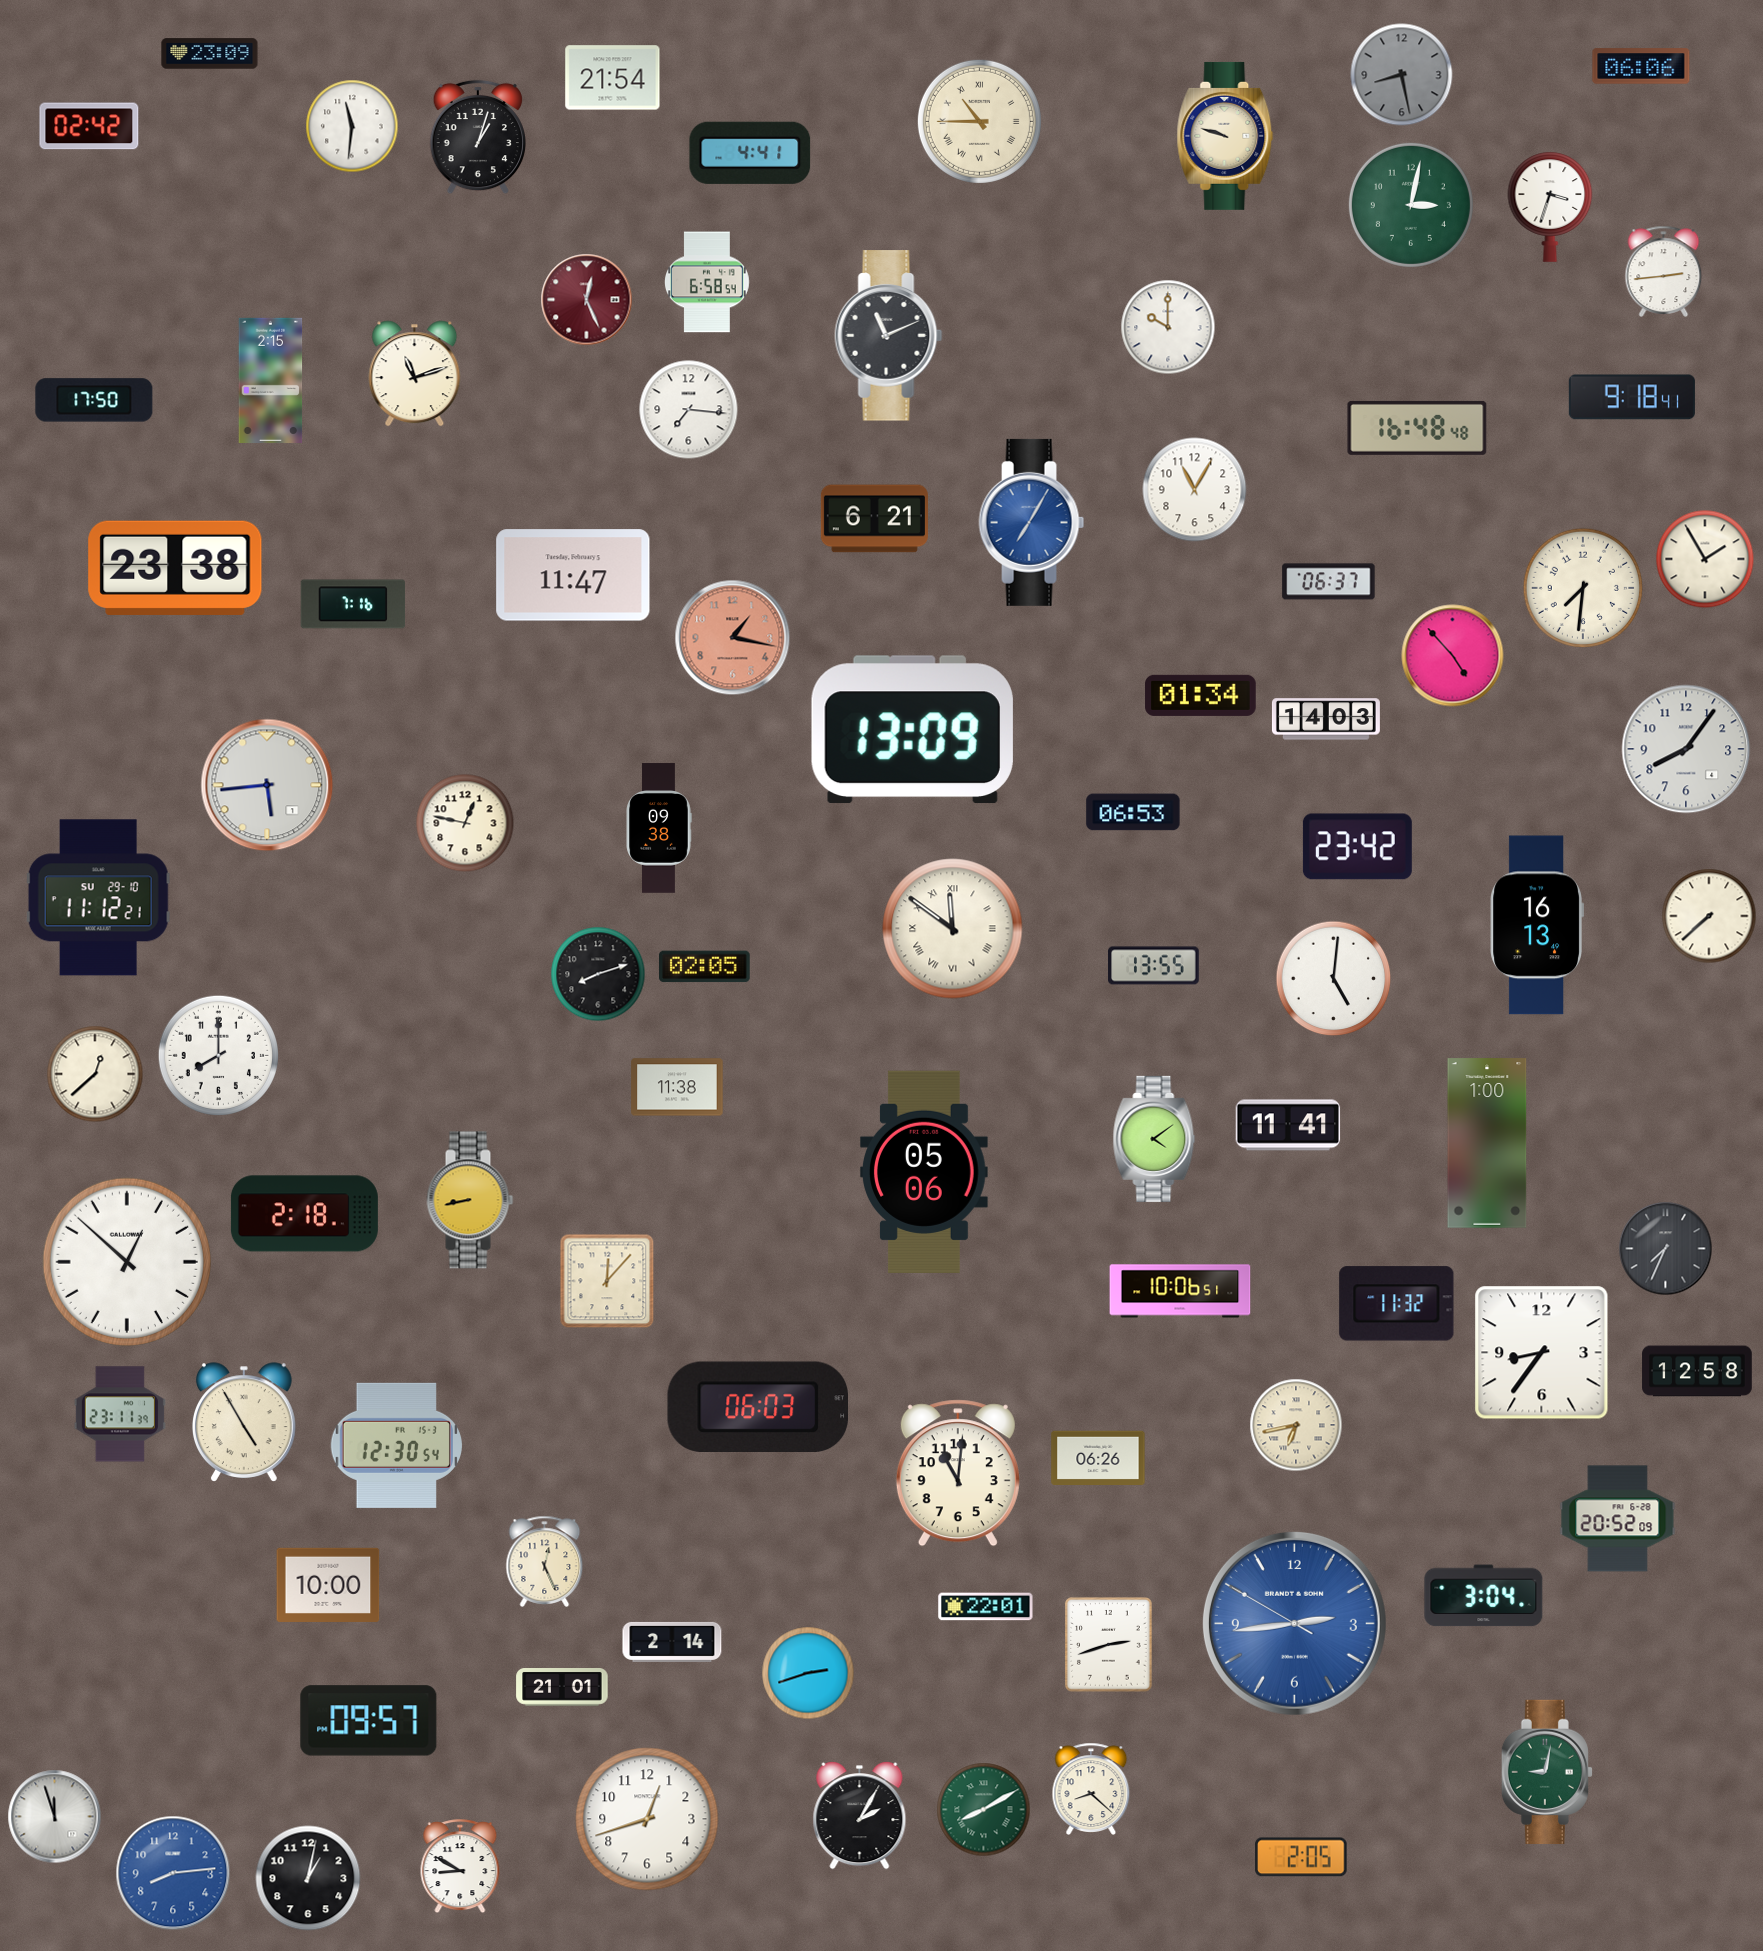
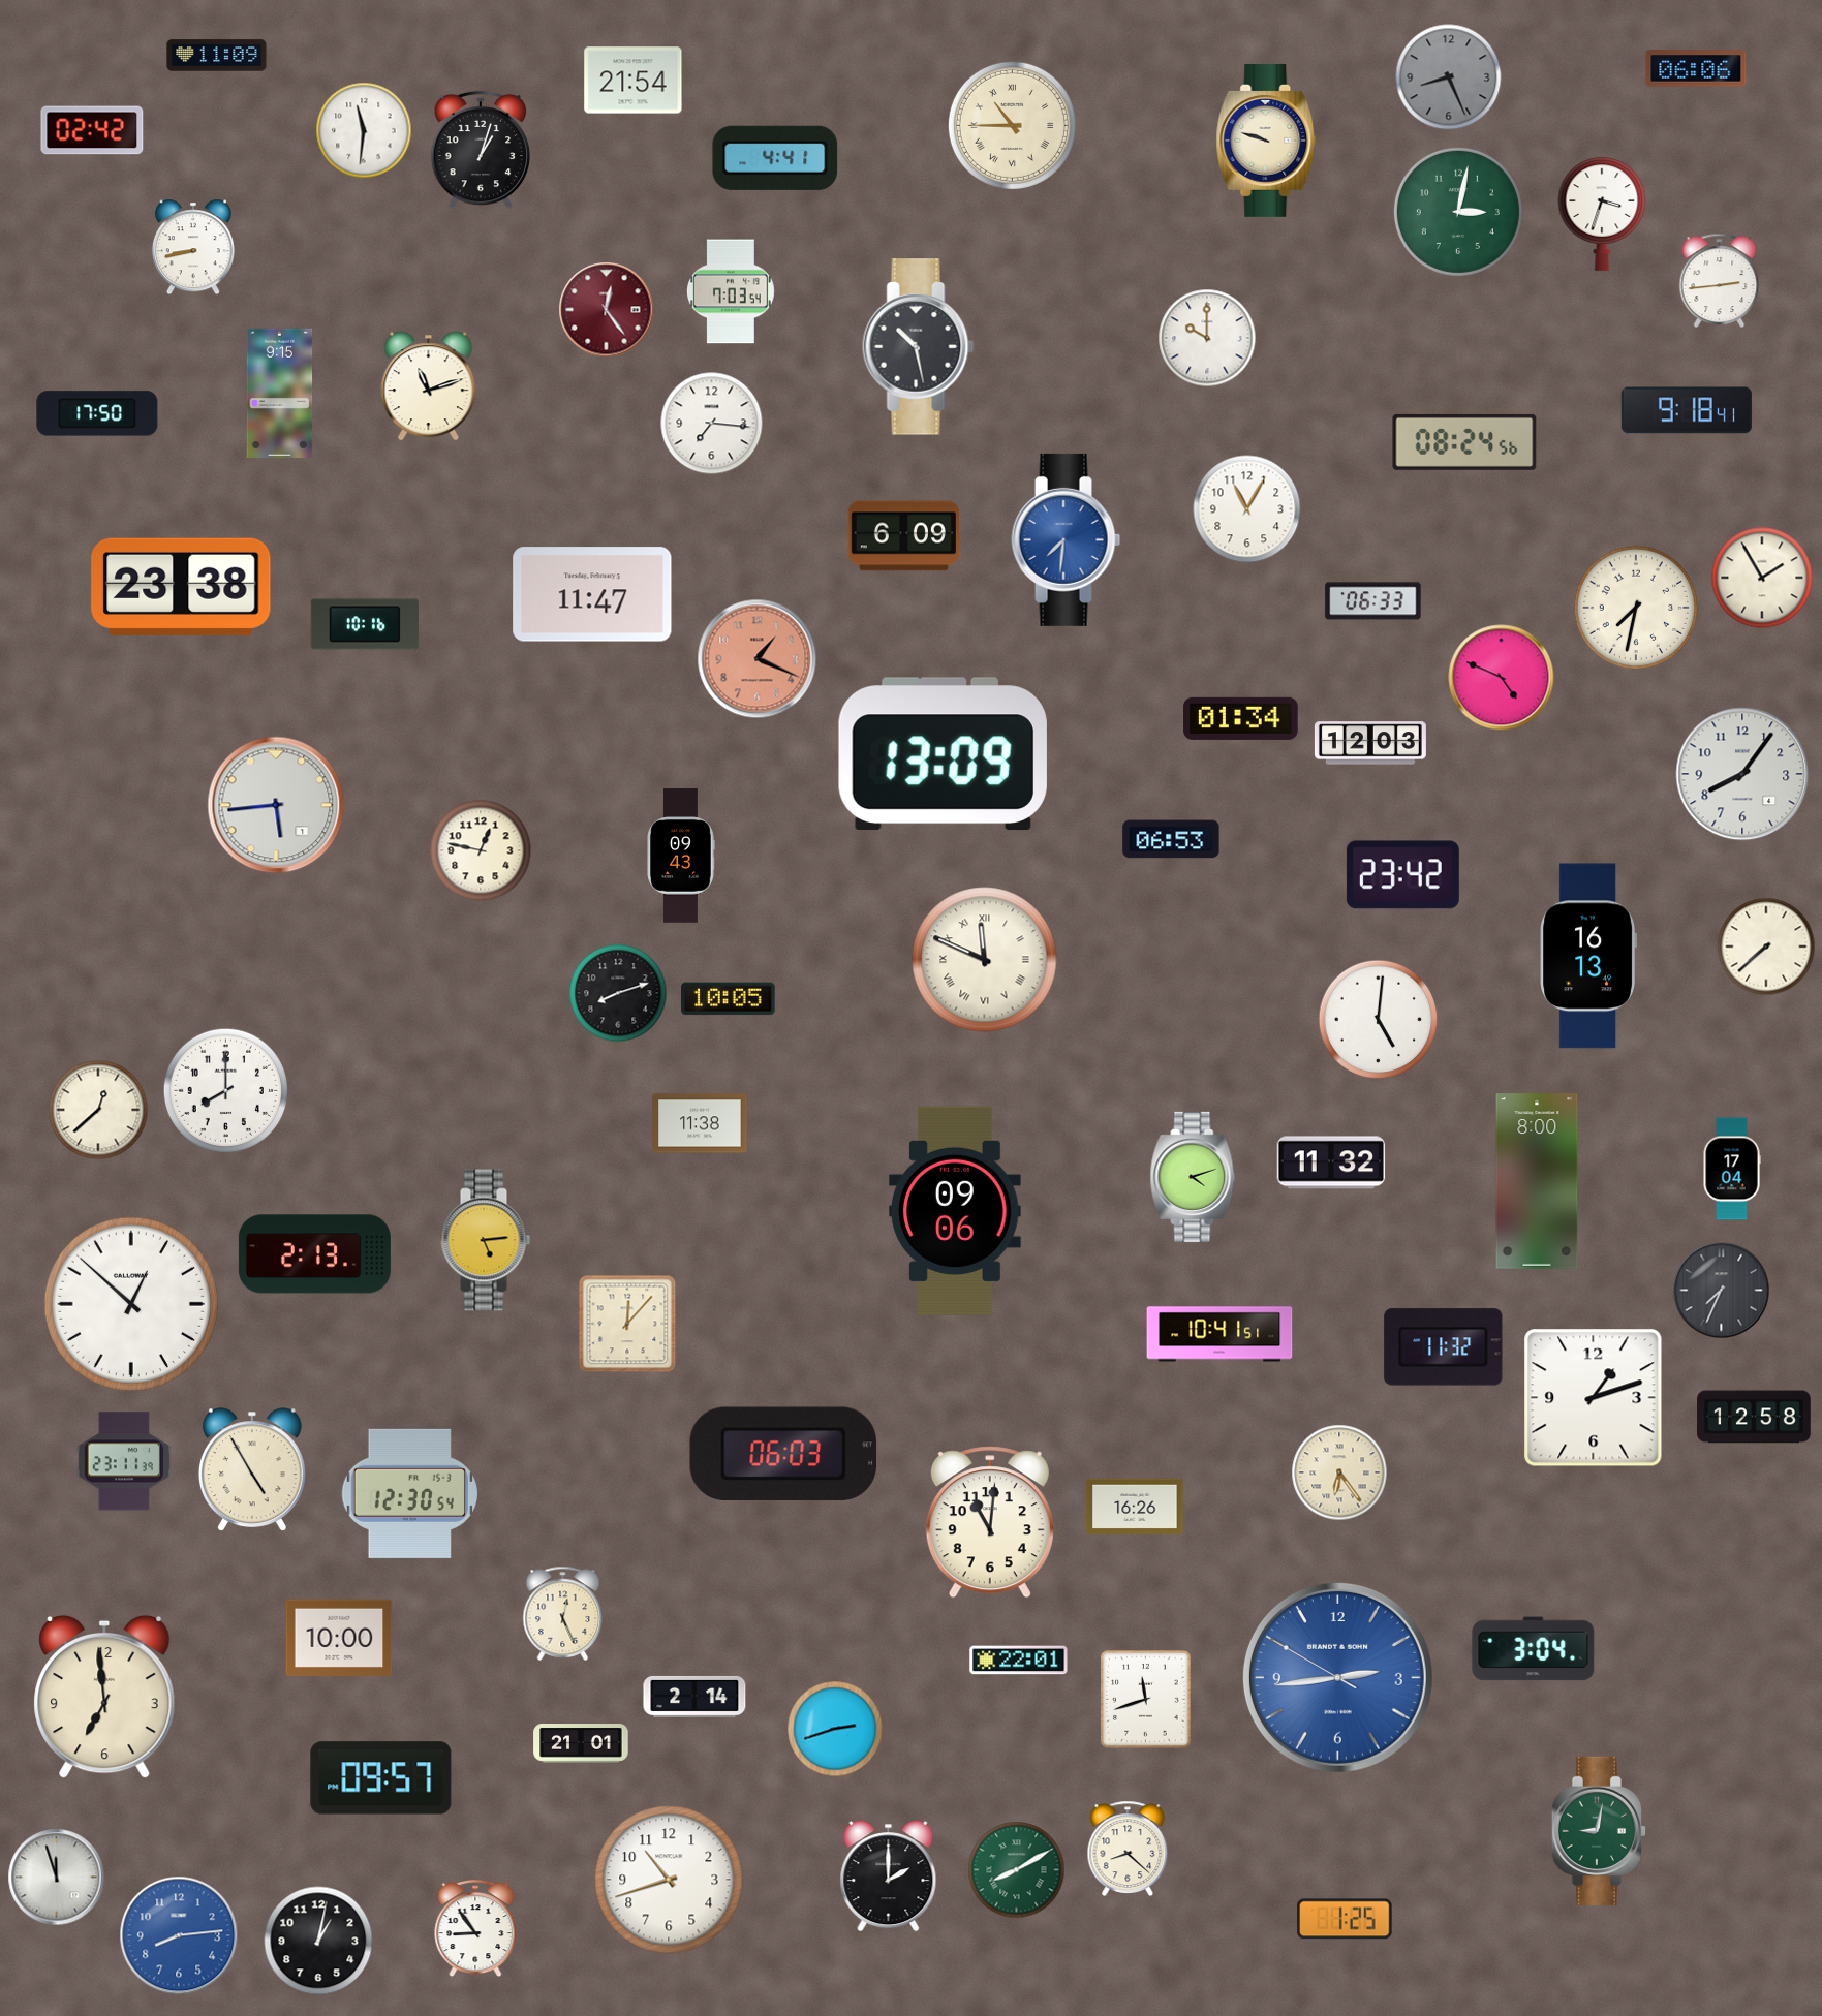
clock at (210, 54): 23:09 -> 11:09
clock at (1402, 75): 8:28 -> 8:26
clock at (477, 137) position: (477, 137) -> (480, 150)
clock at (193, 247): none -> 8:43
clock at (707, 282): 6:58 -> 7:03
clock at (587, 300): 12:26 -> 12:24
clock at (889, 336): 11:11 -> 10:28
clock at (271, 380): 2:15 -> 9:15
clock at (1417, 428): 16:48 -> 08:24
clock at (1195, 490) position: (1195, 490) -> (1247, 509)
clock at (874, 519): 6:21 -> 6:09
clock at (1032, 522): 7:05 -> 7:31
clock at (1329, 582): 06:37 -> 06:33
clock at (1582, 587): 7:31 -> 7:32
clock at (353, 604): 7:16 -> 10:16
clock at (733, 638): 1:17 -> 1:19
clock at (1453, 656): 4:53 -> 4:49
clock at (1326, 719): 14:03 -> 12:03
clock at (267, 785) position: (267, 785) -> (276, 805)
clock at (659, 828): 09:38 -> 09:43
clock at (98, 898): 11:12 -> none
clock at (953, 929): 11:51 -> 11:49
clock at (1154, 966): 13:55 -> none
clock at (705, 967): 02:05 -> 10:05
clock at (598, 974) position: (598, 974) -> (618, 993)
clock at (1334, 979) position: (1334, 979) -> (1379, 1020)
clock at (1288, 1125): 11:41 -> 11:32
clock at (1732, 1169): none -> 17:04
clock at (1154, 1139): 4:09 -> 4:12
clock at (1487, 1143): 1:00 -> 8:00
clock at (925, 1171): 05:06 -> 09:06
clock at (470, 1200): 8:43 -> 5:14
clock at (304, 1214): 2:18 -> 2:13
clock at (1180, 1291): 10:06 -> 10:41
clock at (1542, 1353): 8:36 -> 1:12
clock at (1296, 1425): 6:43 -> 6:24
clock at (1098, 1457): 06:26 -> 16:26
clock at (1618, 1519): 20:52 -> none
clock at (104, 1697): none -> 6:59
clock at (1109, 1645): 2:42 -> 11:42
clock at (860, 1816): 2:05 -> 2:00
clock at (647, 1819): 12:42 -> 10:42
clock at (1301, 1857): 2:05 -> 1:25
clock at (460, 1867): 8:50 -> 8:54
